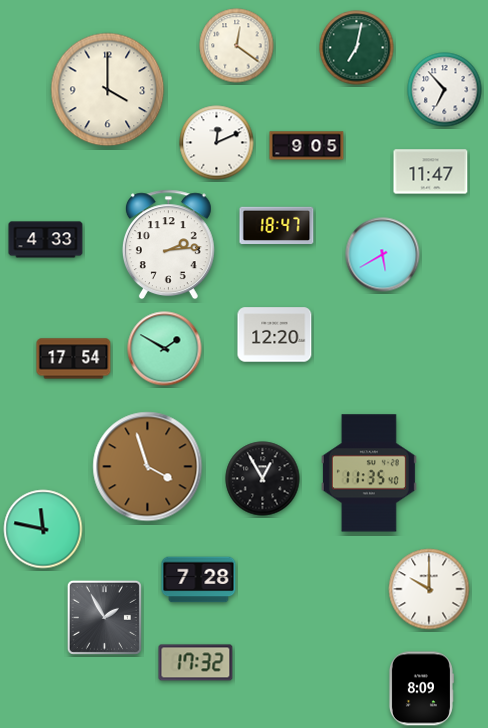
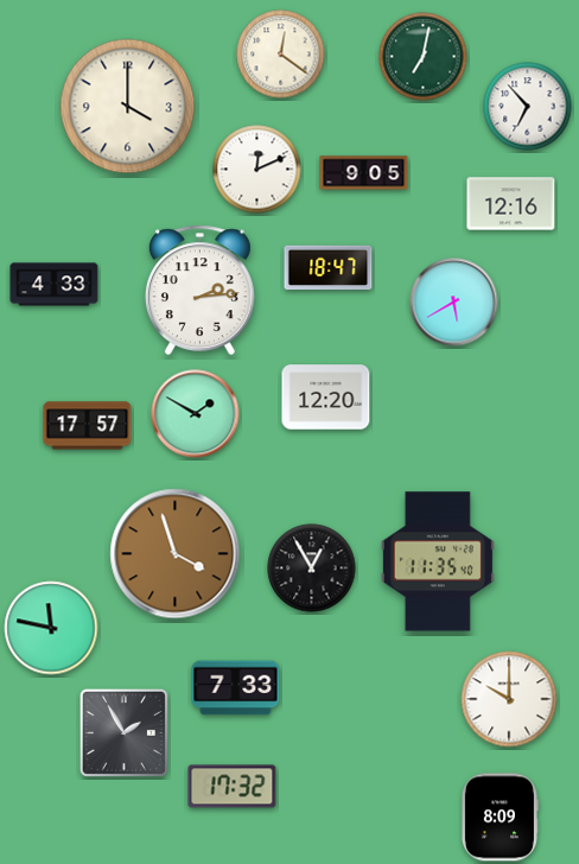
clock at (431, 172): 11:47 -> 12:16
clock at (74, 359): 17:54 -> 17:57
clock at (199, 580): 7:28 -> 7:33
